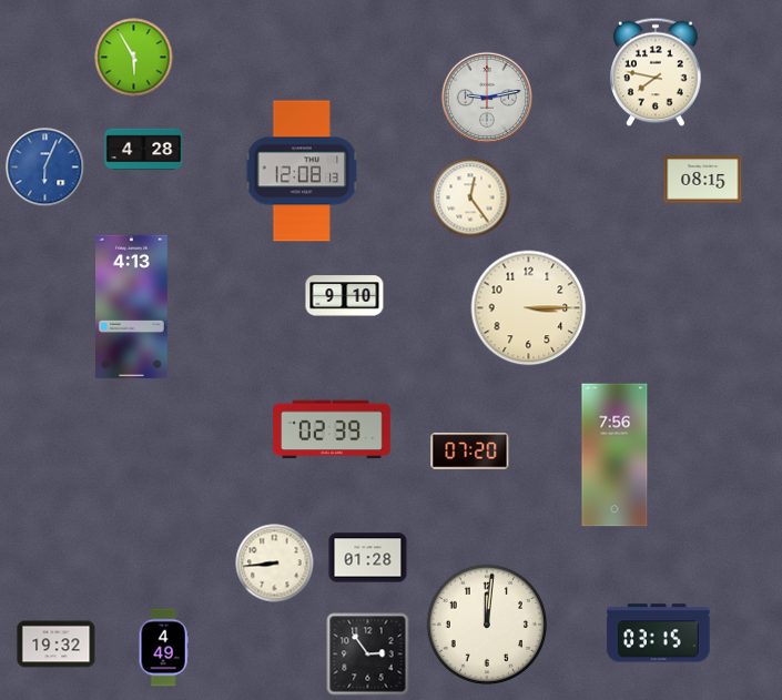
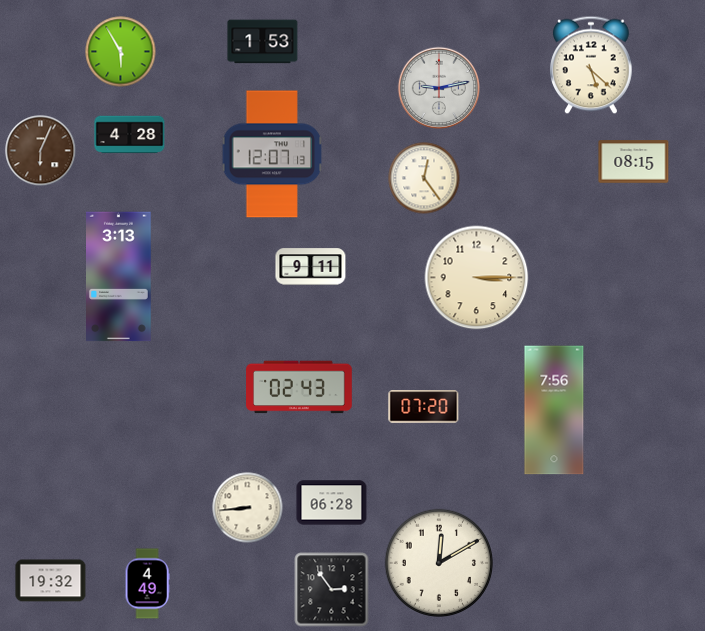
clock at (263, 42): none -> 1:53
clock at (657, 72): 7:47 -> 5:22
clock at (45, 168) dial: blue -> brown
clock at (302, 171): 12:08 -> 12:07
clock at (345, 296): 9:10 -> 9:11
clock at (132, 307): 4:13 -> 3:13
clock at (332, 429): 02:39 -> 02:43
clock at (368, 558): 01:28 -> 06:28
clock at (486, 623): 12:01 -> 12:10
clock at (659, 633): 03:15 -> none
